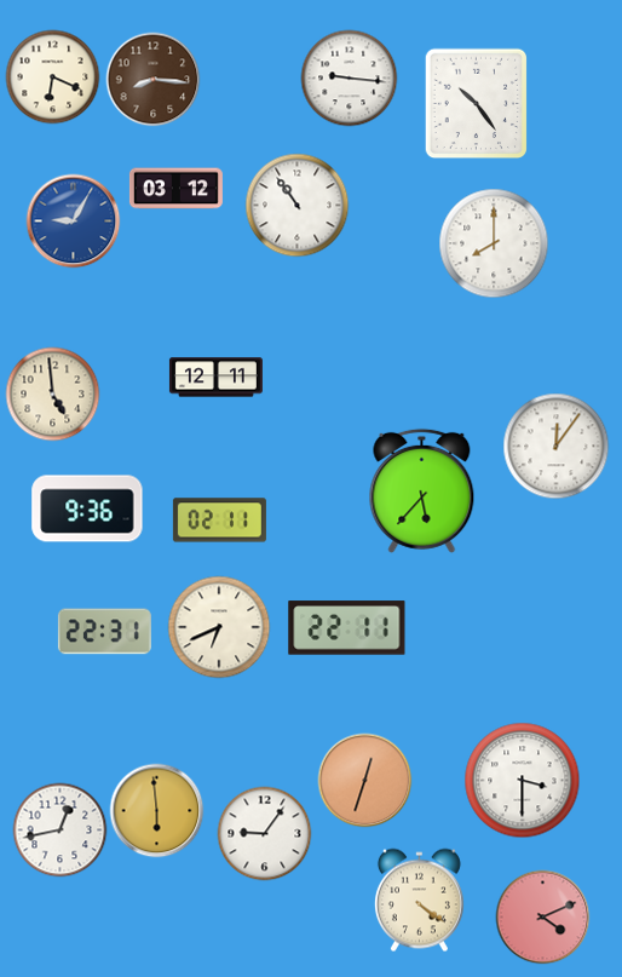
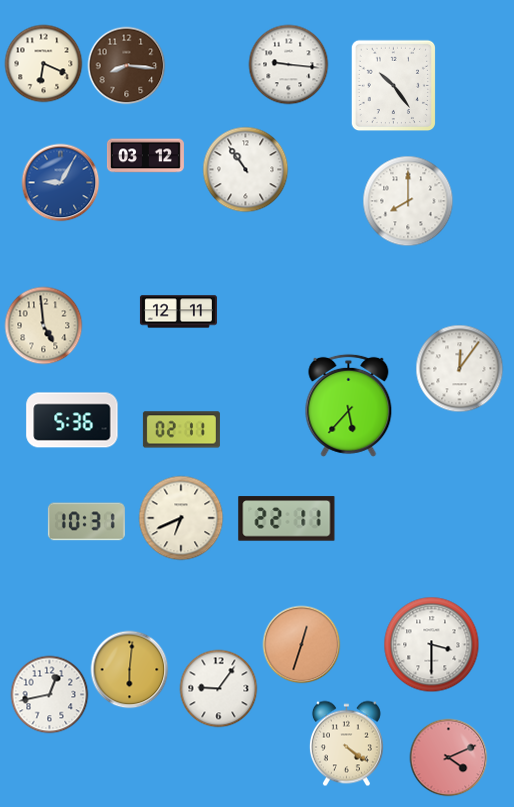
clock at (87, 508): 9:36 -> 5:36
clock at (104, 632): 22:31 -> 10:31
clock at (156, 810): 5:59 -> 6:01
clock at (59, 829) position: (59, 829) -> (49, 694)
